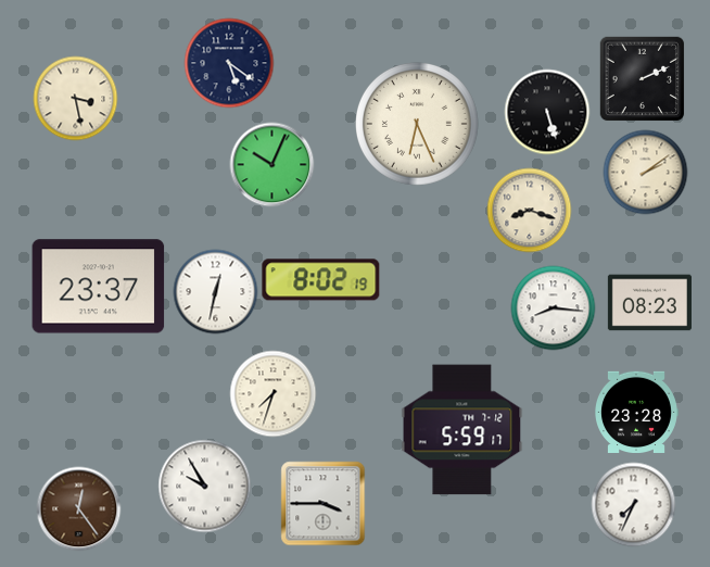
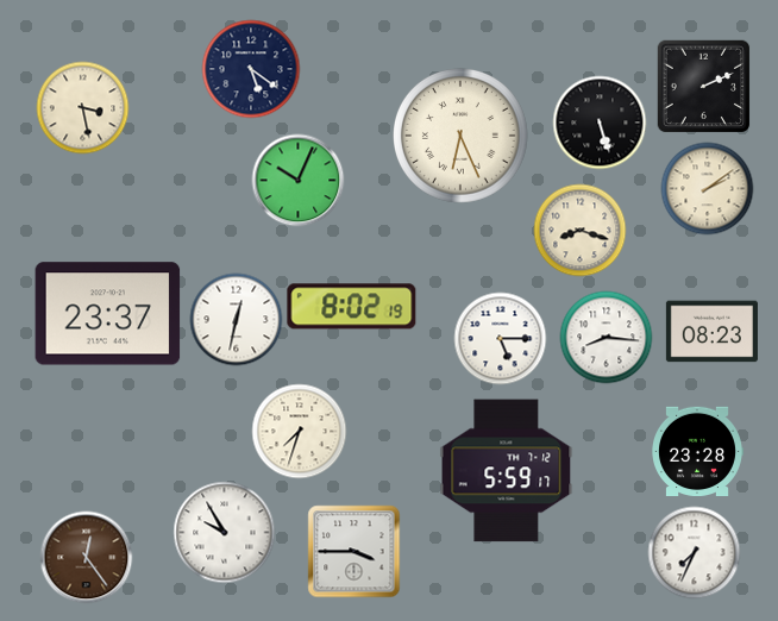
clock at (418, 125) position: (418, 125) -> (462, 137)
clock at (500, 338): none -> 5:15
